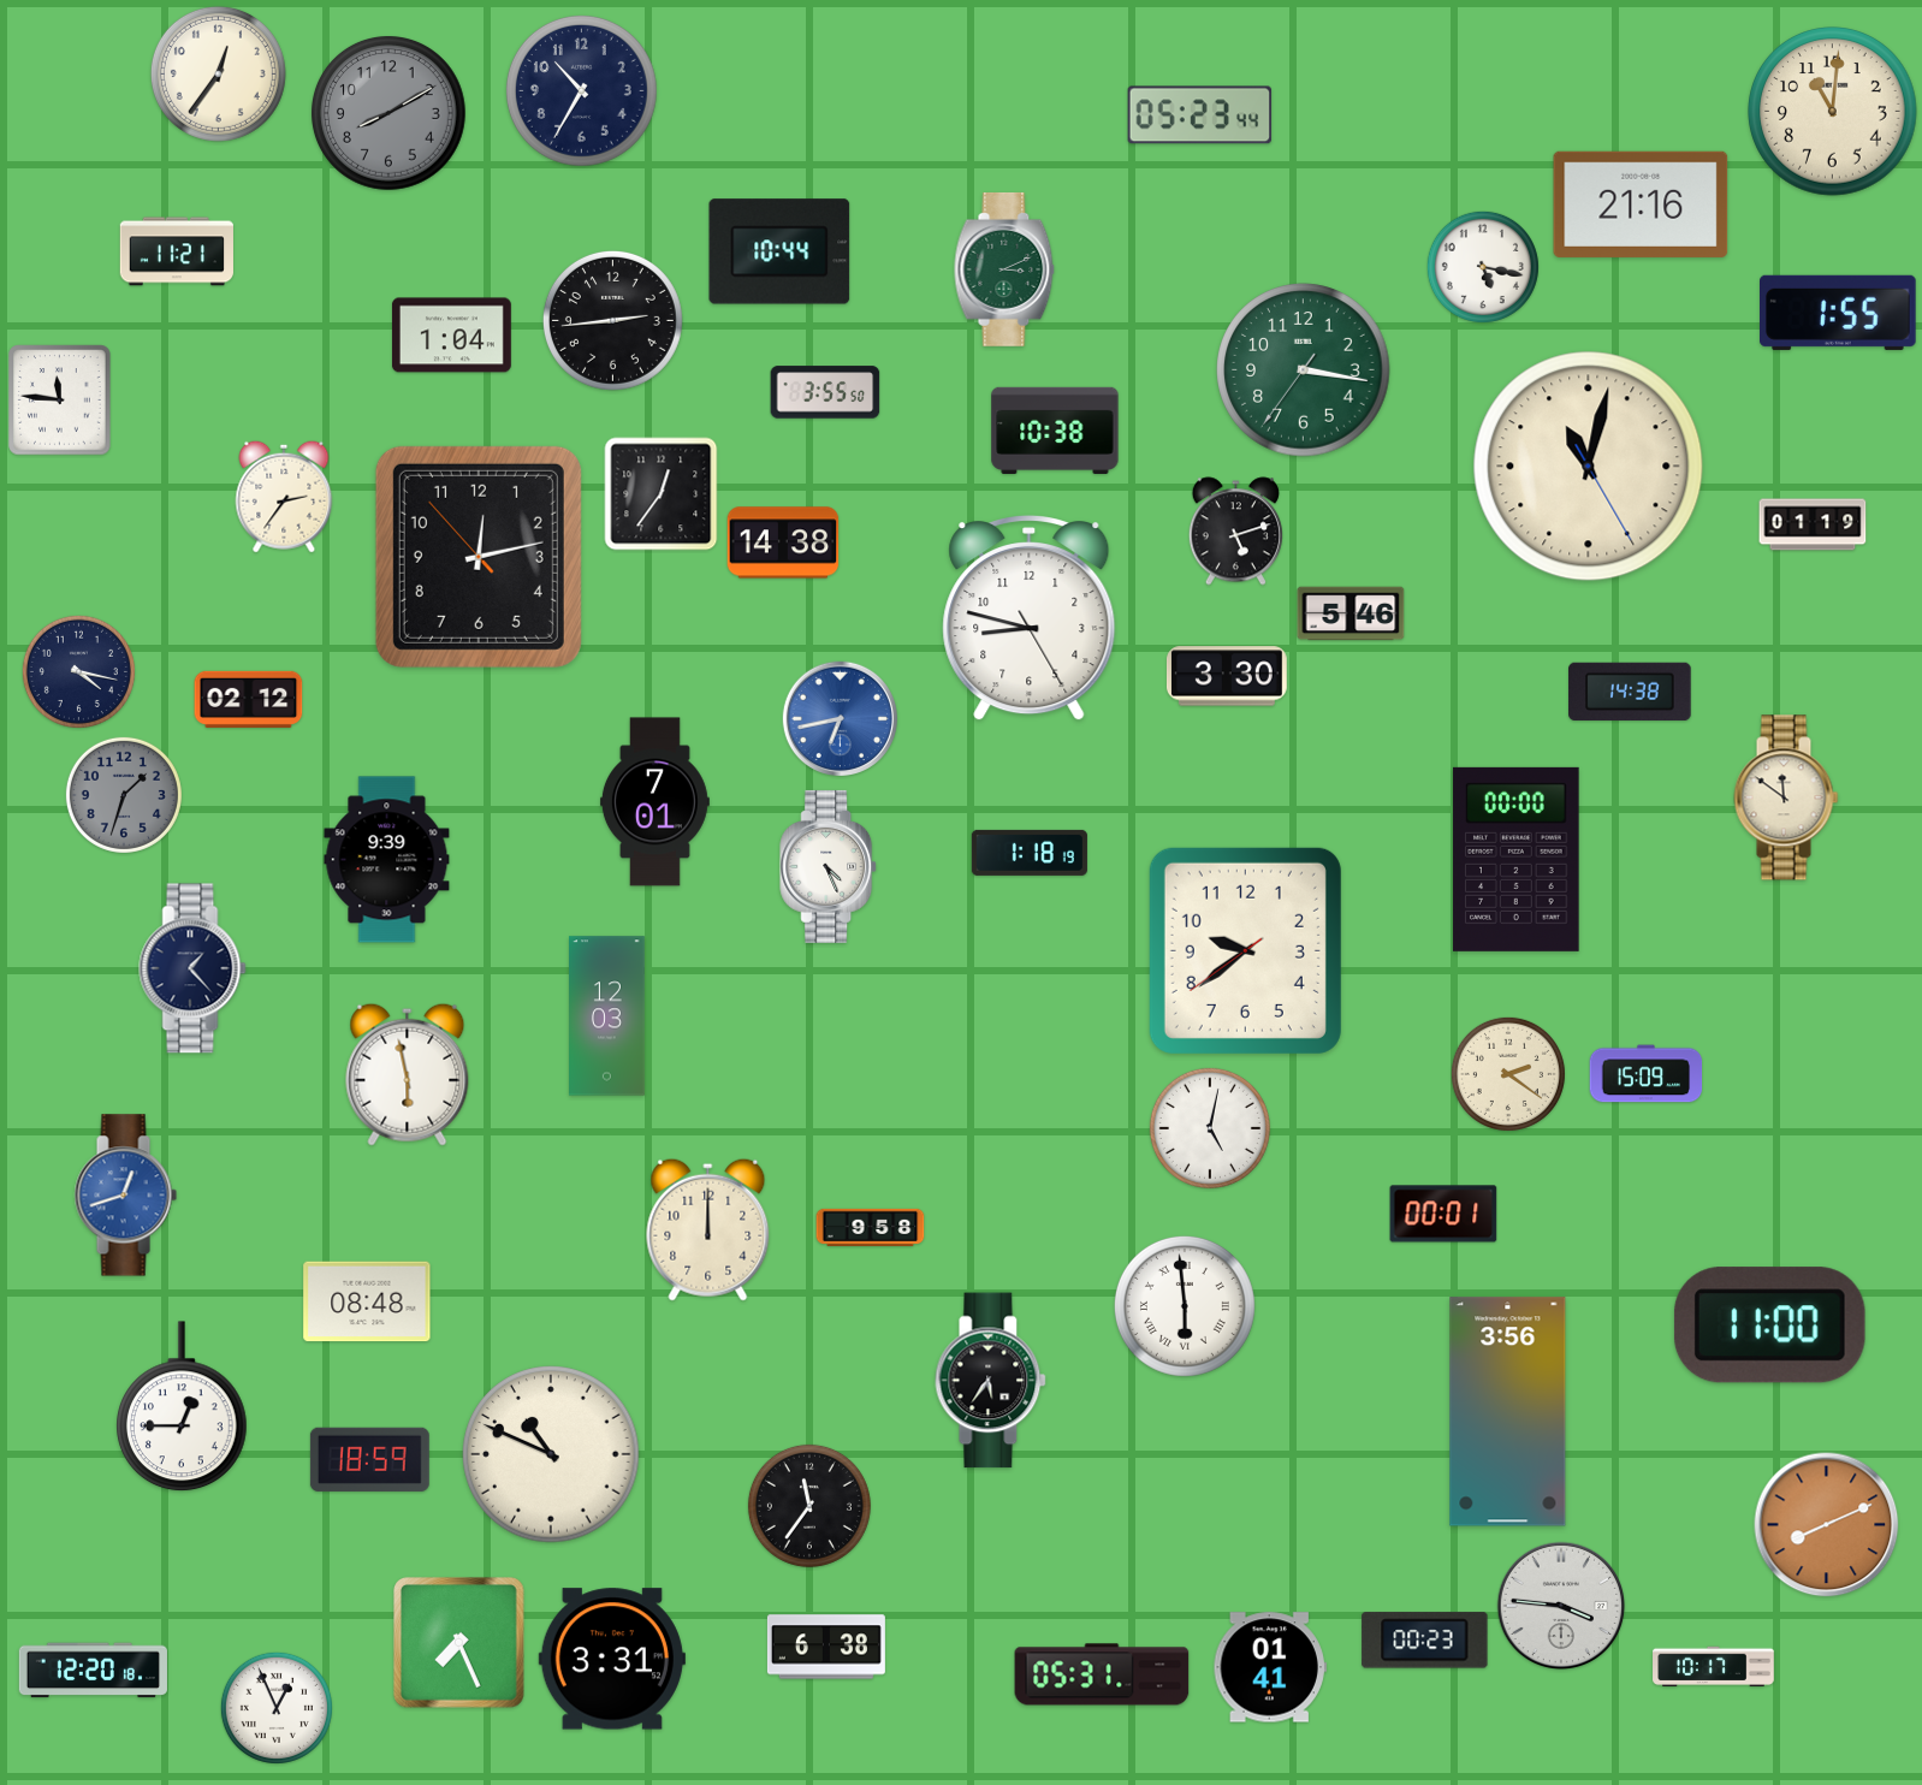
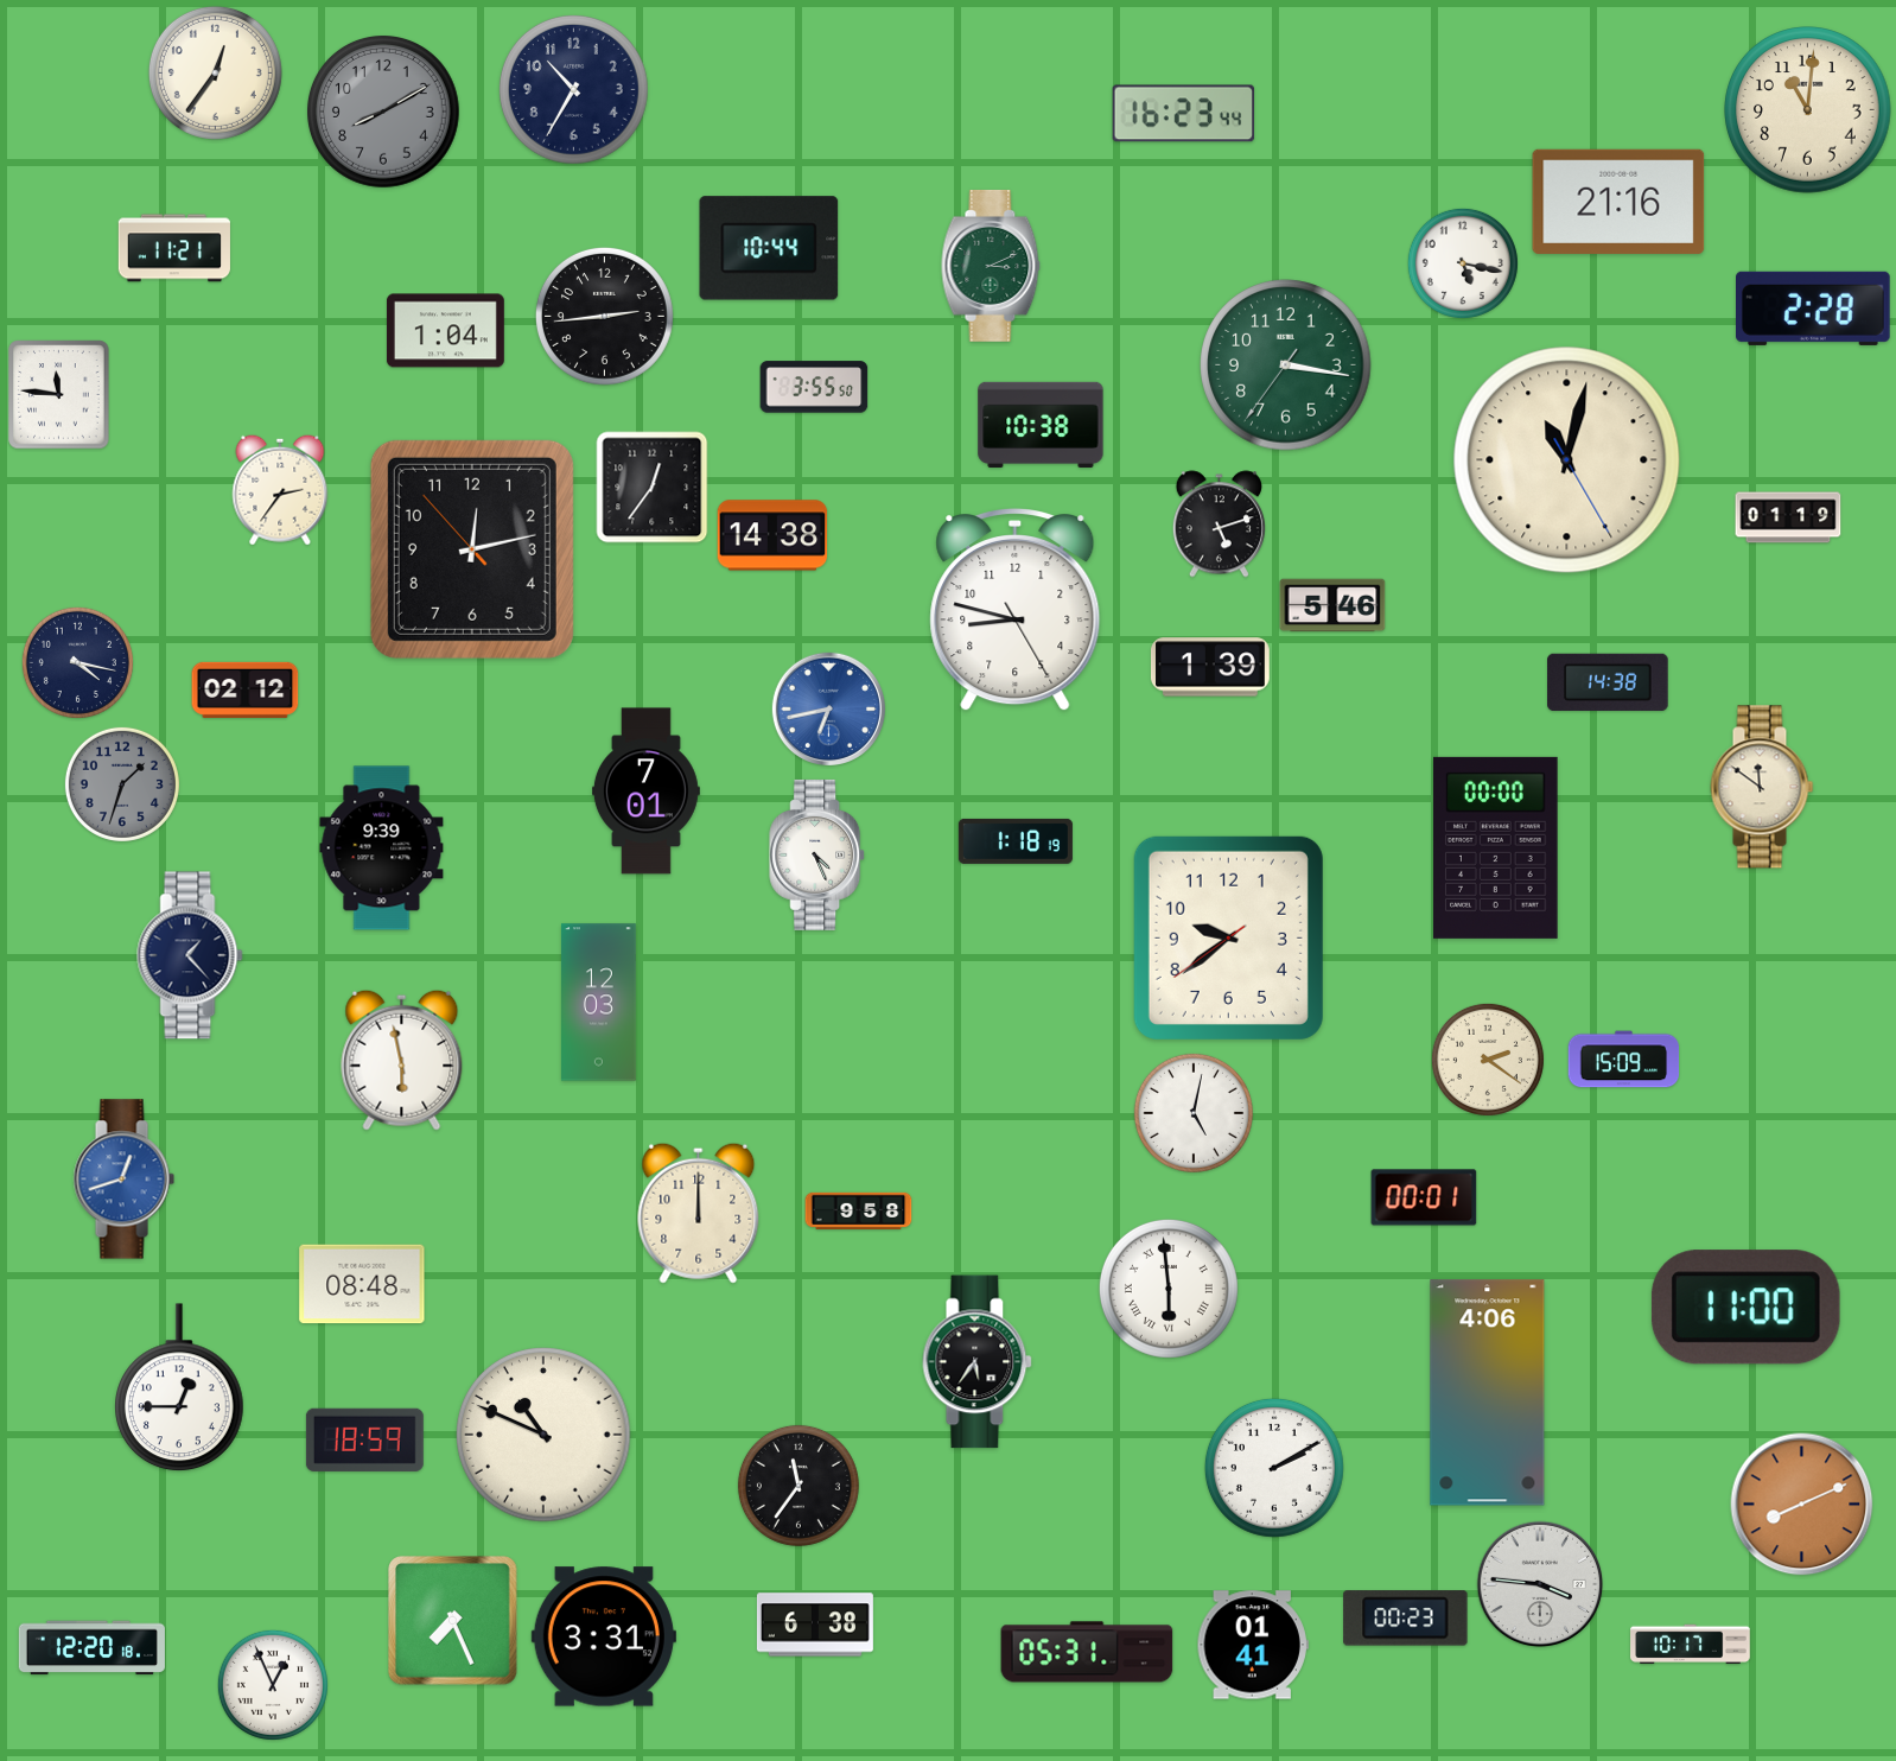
clock at (1200, 115): 05:23 -> 16:23
clock at (1839, 313): 1:55 -> 2:28
clock at (1227, 676): 3:30 -> 1:39
clock at (1508, 1412): 3:56 -> 4:06
clock at (1274, 1468): none -> 2:10
